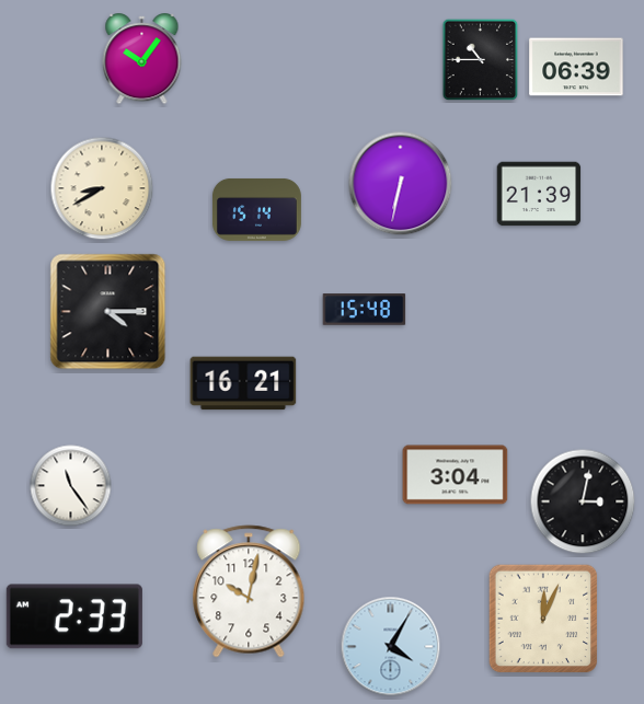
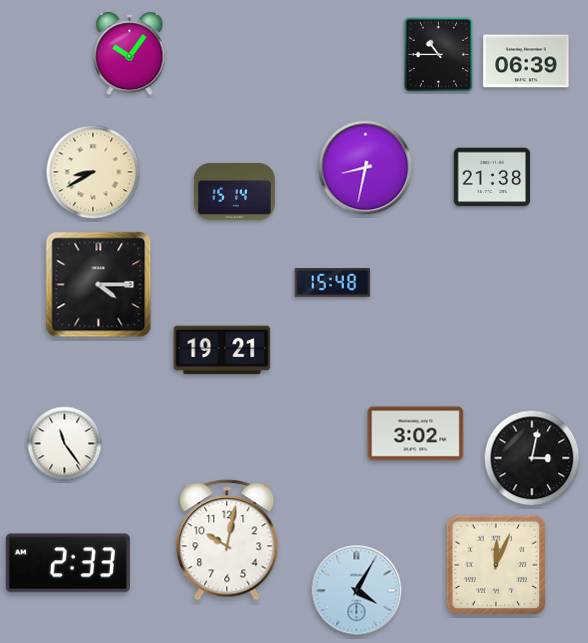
clock at (401, 184): 6:32 -> 8:32
clock at (539, 194): 21:39 -> 21:38
clock at (243, 383): 16:21 -> 19:21
clock at (456, 475): 3:04 -> 3:02
